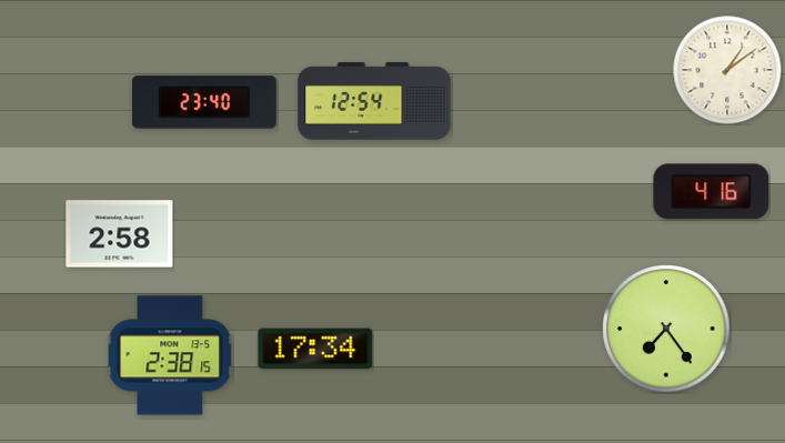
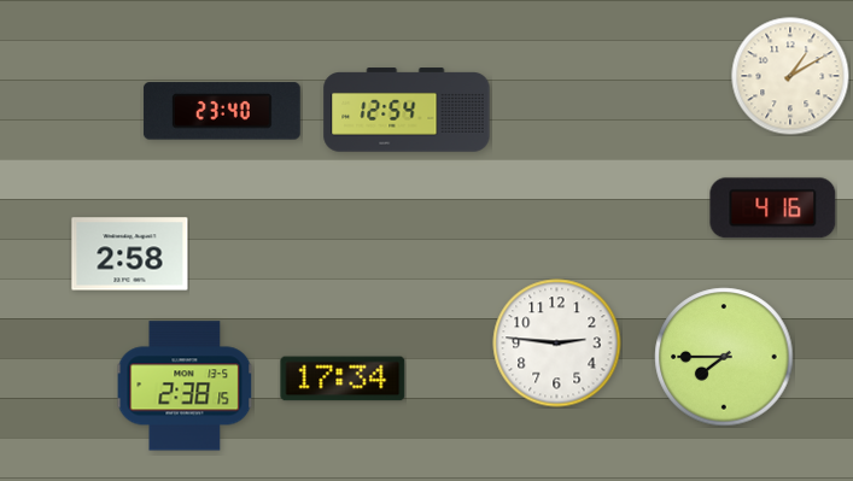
clock at (727, 70): 1:09 -> 1:10
clock at (557, 344): none -> 2:46
clock at (666, 329): 7:24 -> 7:45
